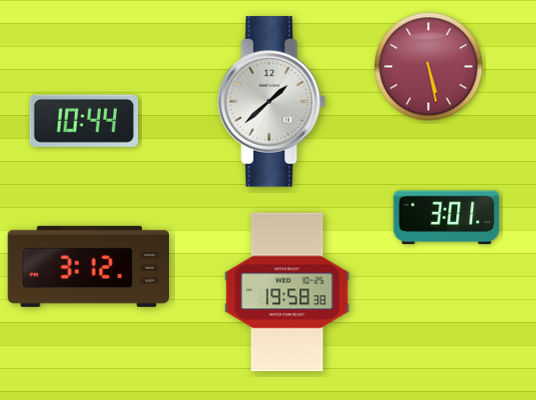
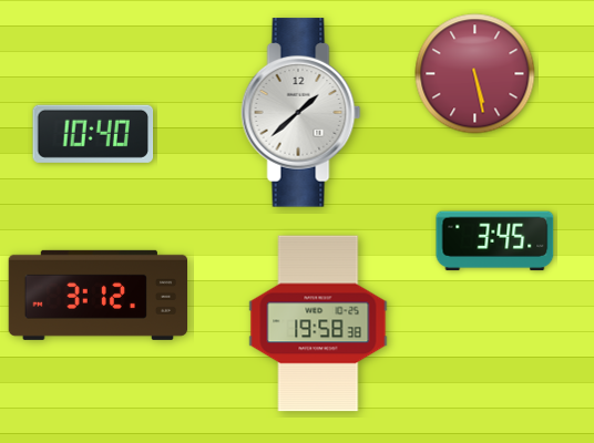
clock at (84, 121): 10:44 -> 10:40
clock at (447, 218): 3:01 -> 3:45
